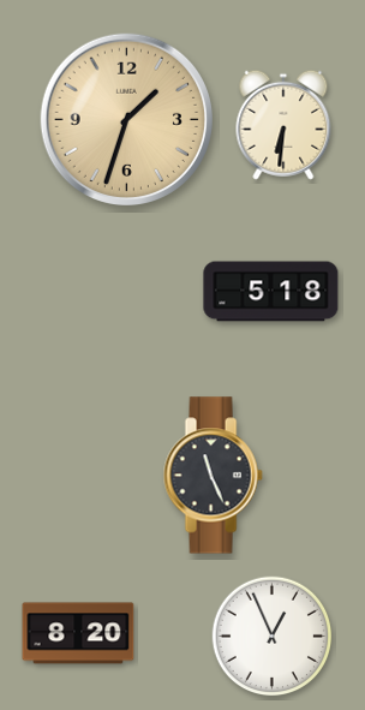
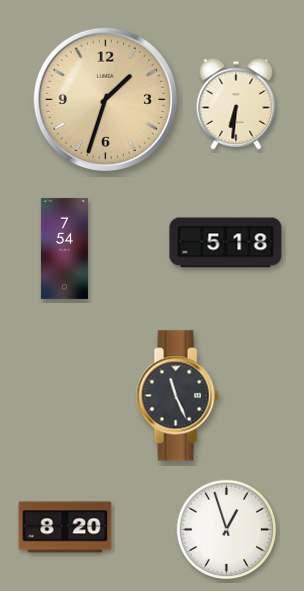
clock at (64, 248): none -> 7:54
clock at (273, 637): 12:56 -> 12:57
